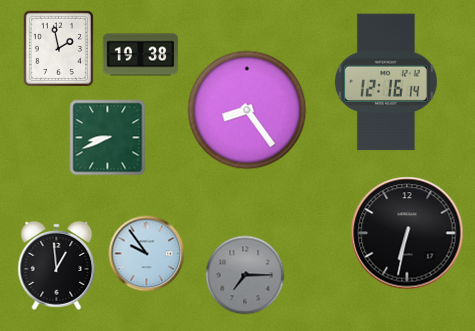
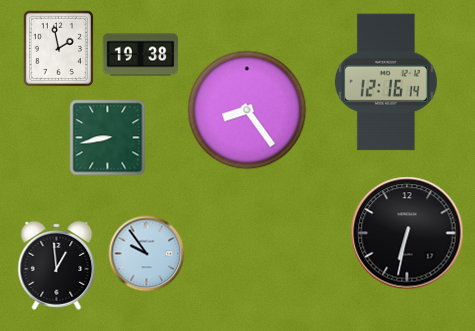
clock at (108, 138): 8:41 -> 8:43
clock at (245, 275): 7:15 -> none
